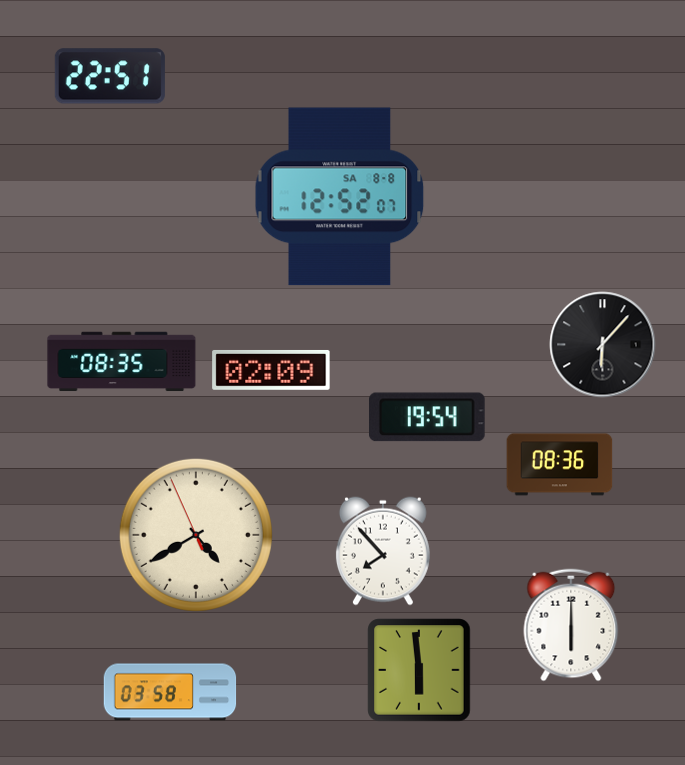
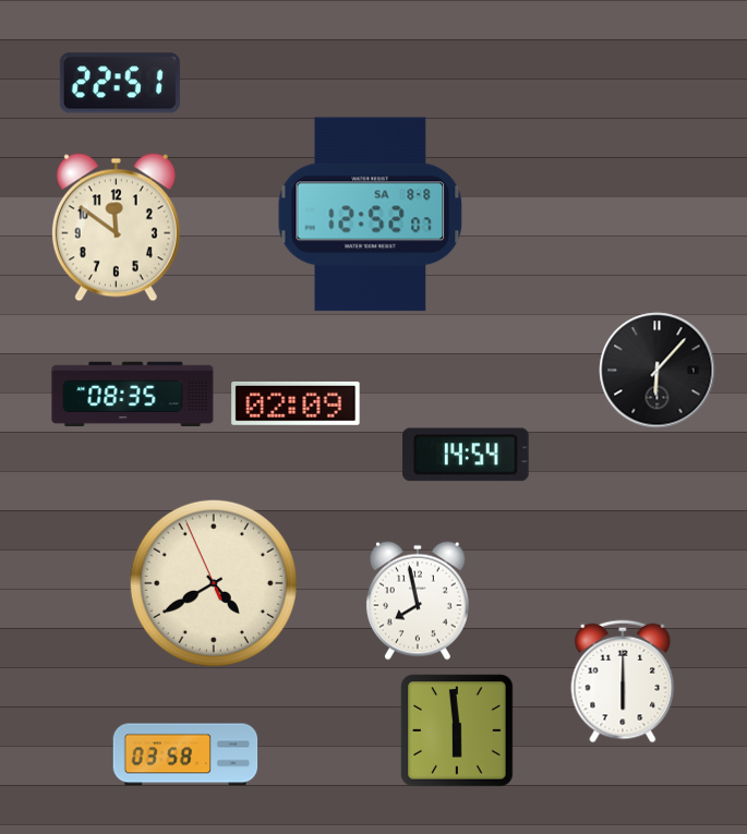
clock at (116, 228): none -> 11:51
clock at (603, 345) position: (603, 345) -> (658, 371)
clock at (428, 417): 19:54 -> 14:54
clock at (560, 465): 08:36 -> none
clock at (383, 551): 7:53 -> 7:58
